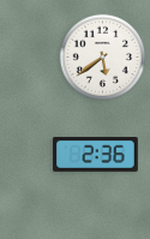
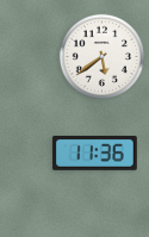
clock at (96, 155): 2:36 -> 11:36
